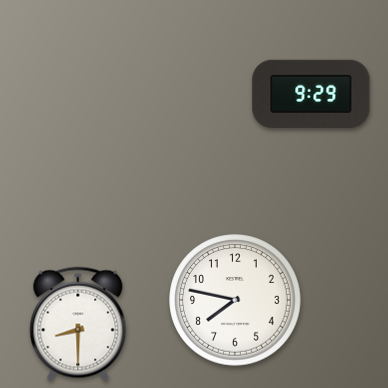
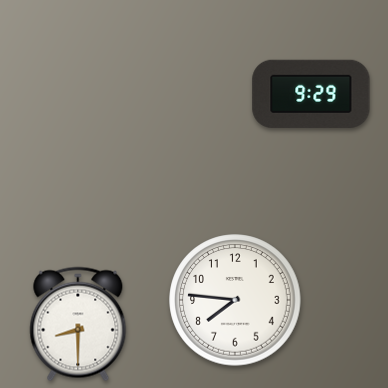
clock at (235, 300): 7:47 -> 7:46
